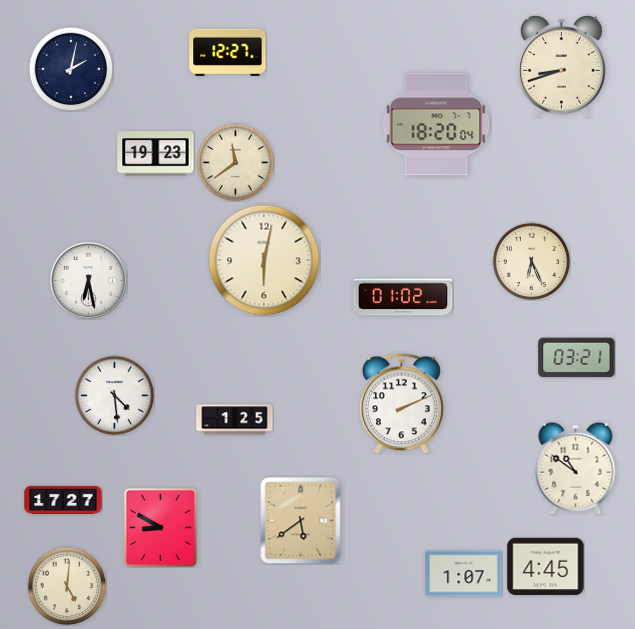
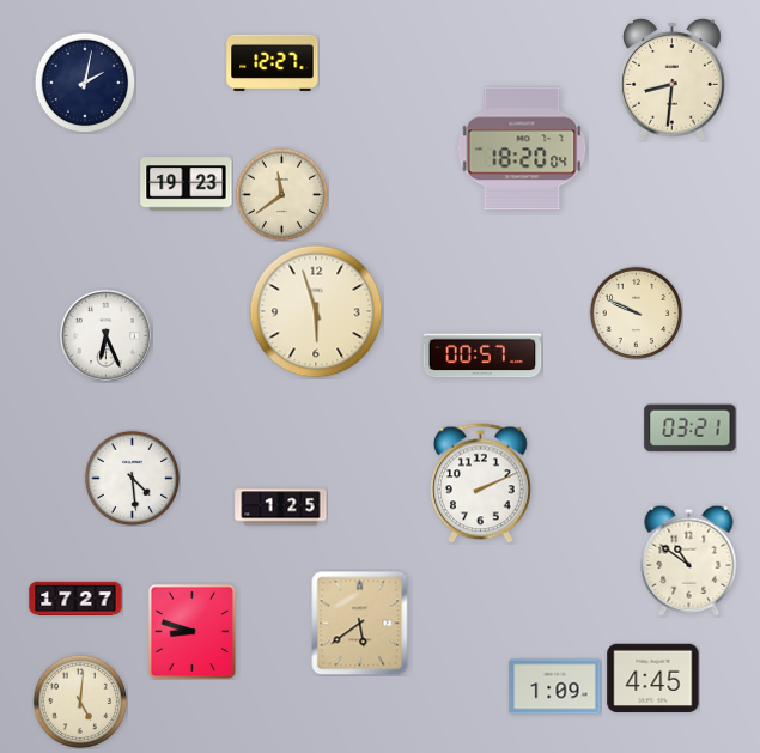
clock at (562, 66): 8:42 -> 8:31
clock at (264, 260): 6:02 -> 5:57
clock at (531, 261): 6:26 -> 9:49
clock at (88, 280): 6:28 -> 6:26
clock at (403, 297): 01:02 -> 00:57
clock at (114, 395) position: (114, 395) -> (132, 478)
clock at (235, 420) position: (235, 420) -> (281, 508)
clock at (161, 527): 8:50 -> 8:48
clock at (464, 574): 1:07 -> 1:09
